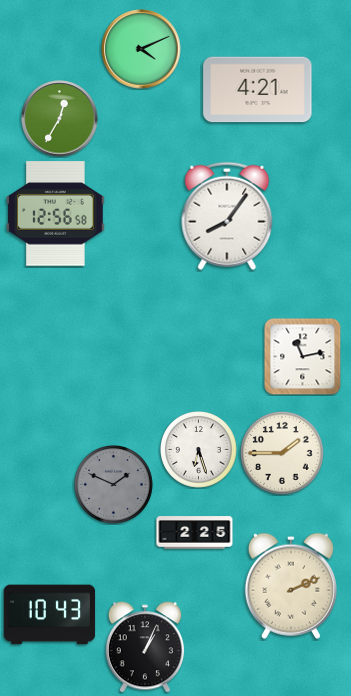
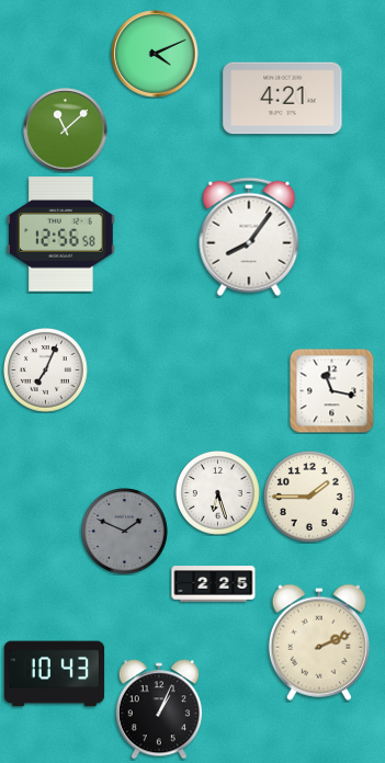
clock at (60, 119): 12:35 -> 11:08
clock at (46, 371): none -> 7:04
clock at (302, 356): 11:13 -> 11:17
